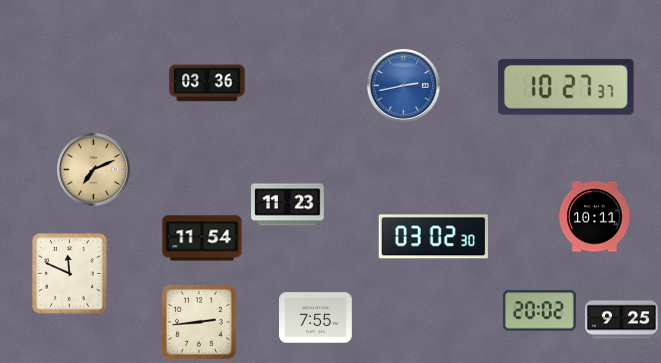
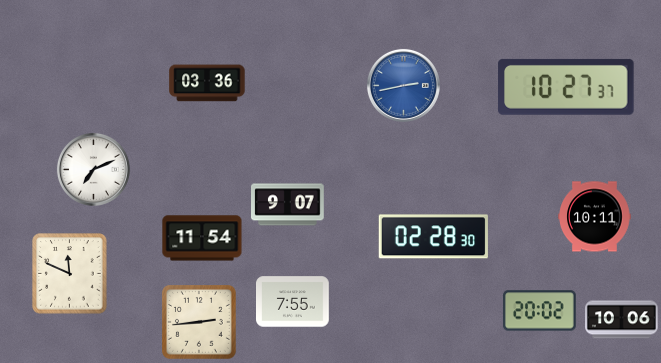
clock at (93, 169) dial: champagne -> white
clock at (288, 205): 11:23 -> 9:07
clock at (433, 237): 03:02 -> 02:28
clock at (316, 318) position: (316, 318) -> (293, 302)
clock at (622, 320): 9:25 -> 10:06
